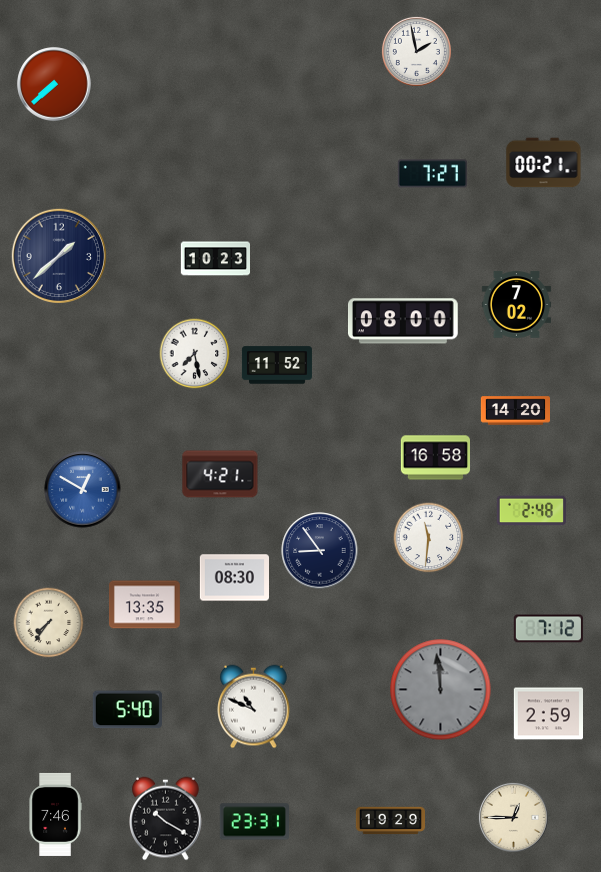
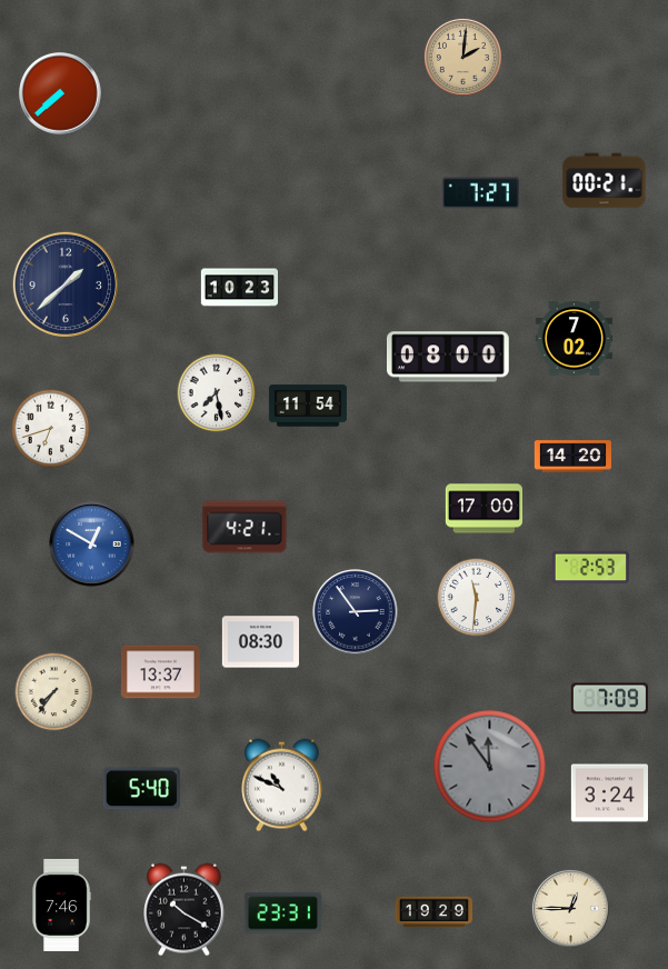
clock at (416, 51): 1:58 -> 2:01
clock at (416, 51) dial: white -> champagne
clock at (277, 365): 11:52 -> 11:54
clock at (51, 429): none -> 6:42
clock at (435, 458): 16:58 -> 17:00
clock at (531, 511): 2:48 -> 2:53
clock at (320, 551): 8:54 -> 2:54
clock at (144, 605): 13:35 -> 13:37
clock at (548, 629): 7:12 -> 7:09
clock at (441, 690): 11:59 -> 11:54
clock at (548, 714): 2:59 -> 3:24
